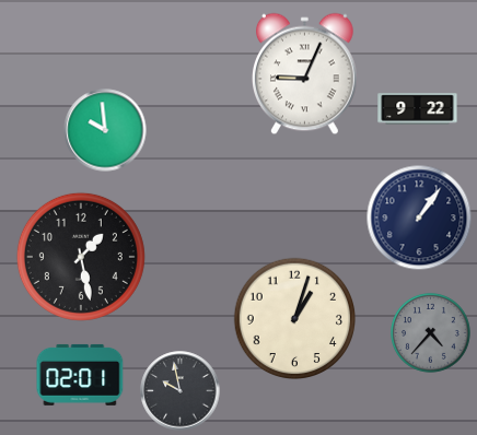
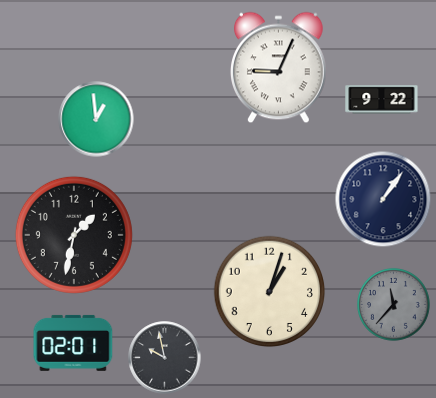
clock at (105, 130): 9:59 -> 12:59
clock at (81, 257): 1:28 -> 1:32
clock at (430, 332): 4:37 -> 11:37
